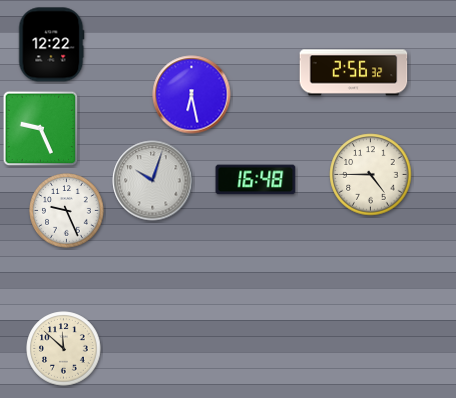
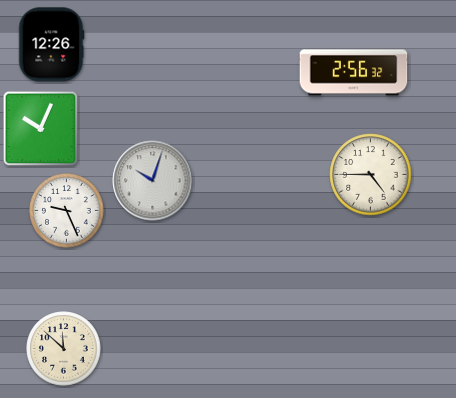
clock at (52, 45): 12:22 -> 12:26
clock at (192, 95): 6:28 -> none
clock at (41, 129): 9:26 -> 10:04
clock at (256, 180): 16:48 -> none
